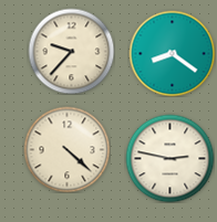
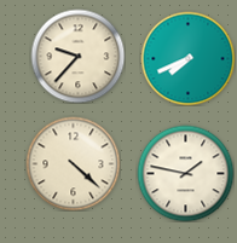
clock at (172, 53): 8:21 -> 7:41
clock at (169, 158): 2:47 -> 1:47
